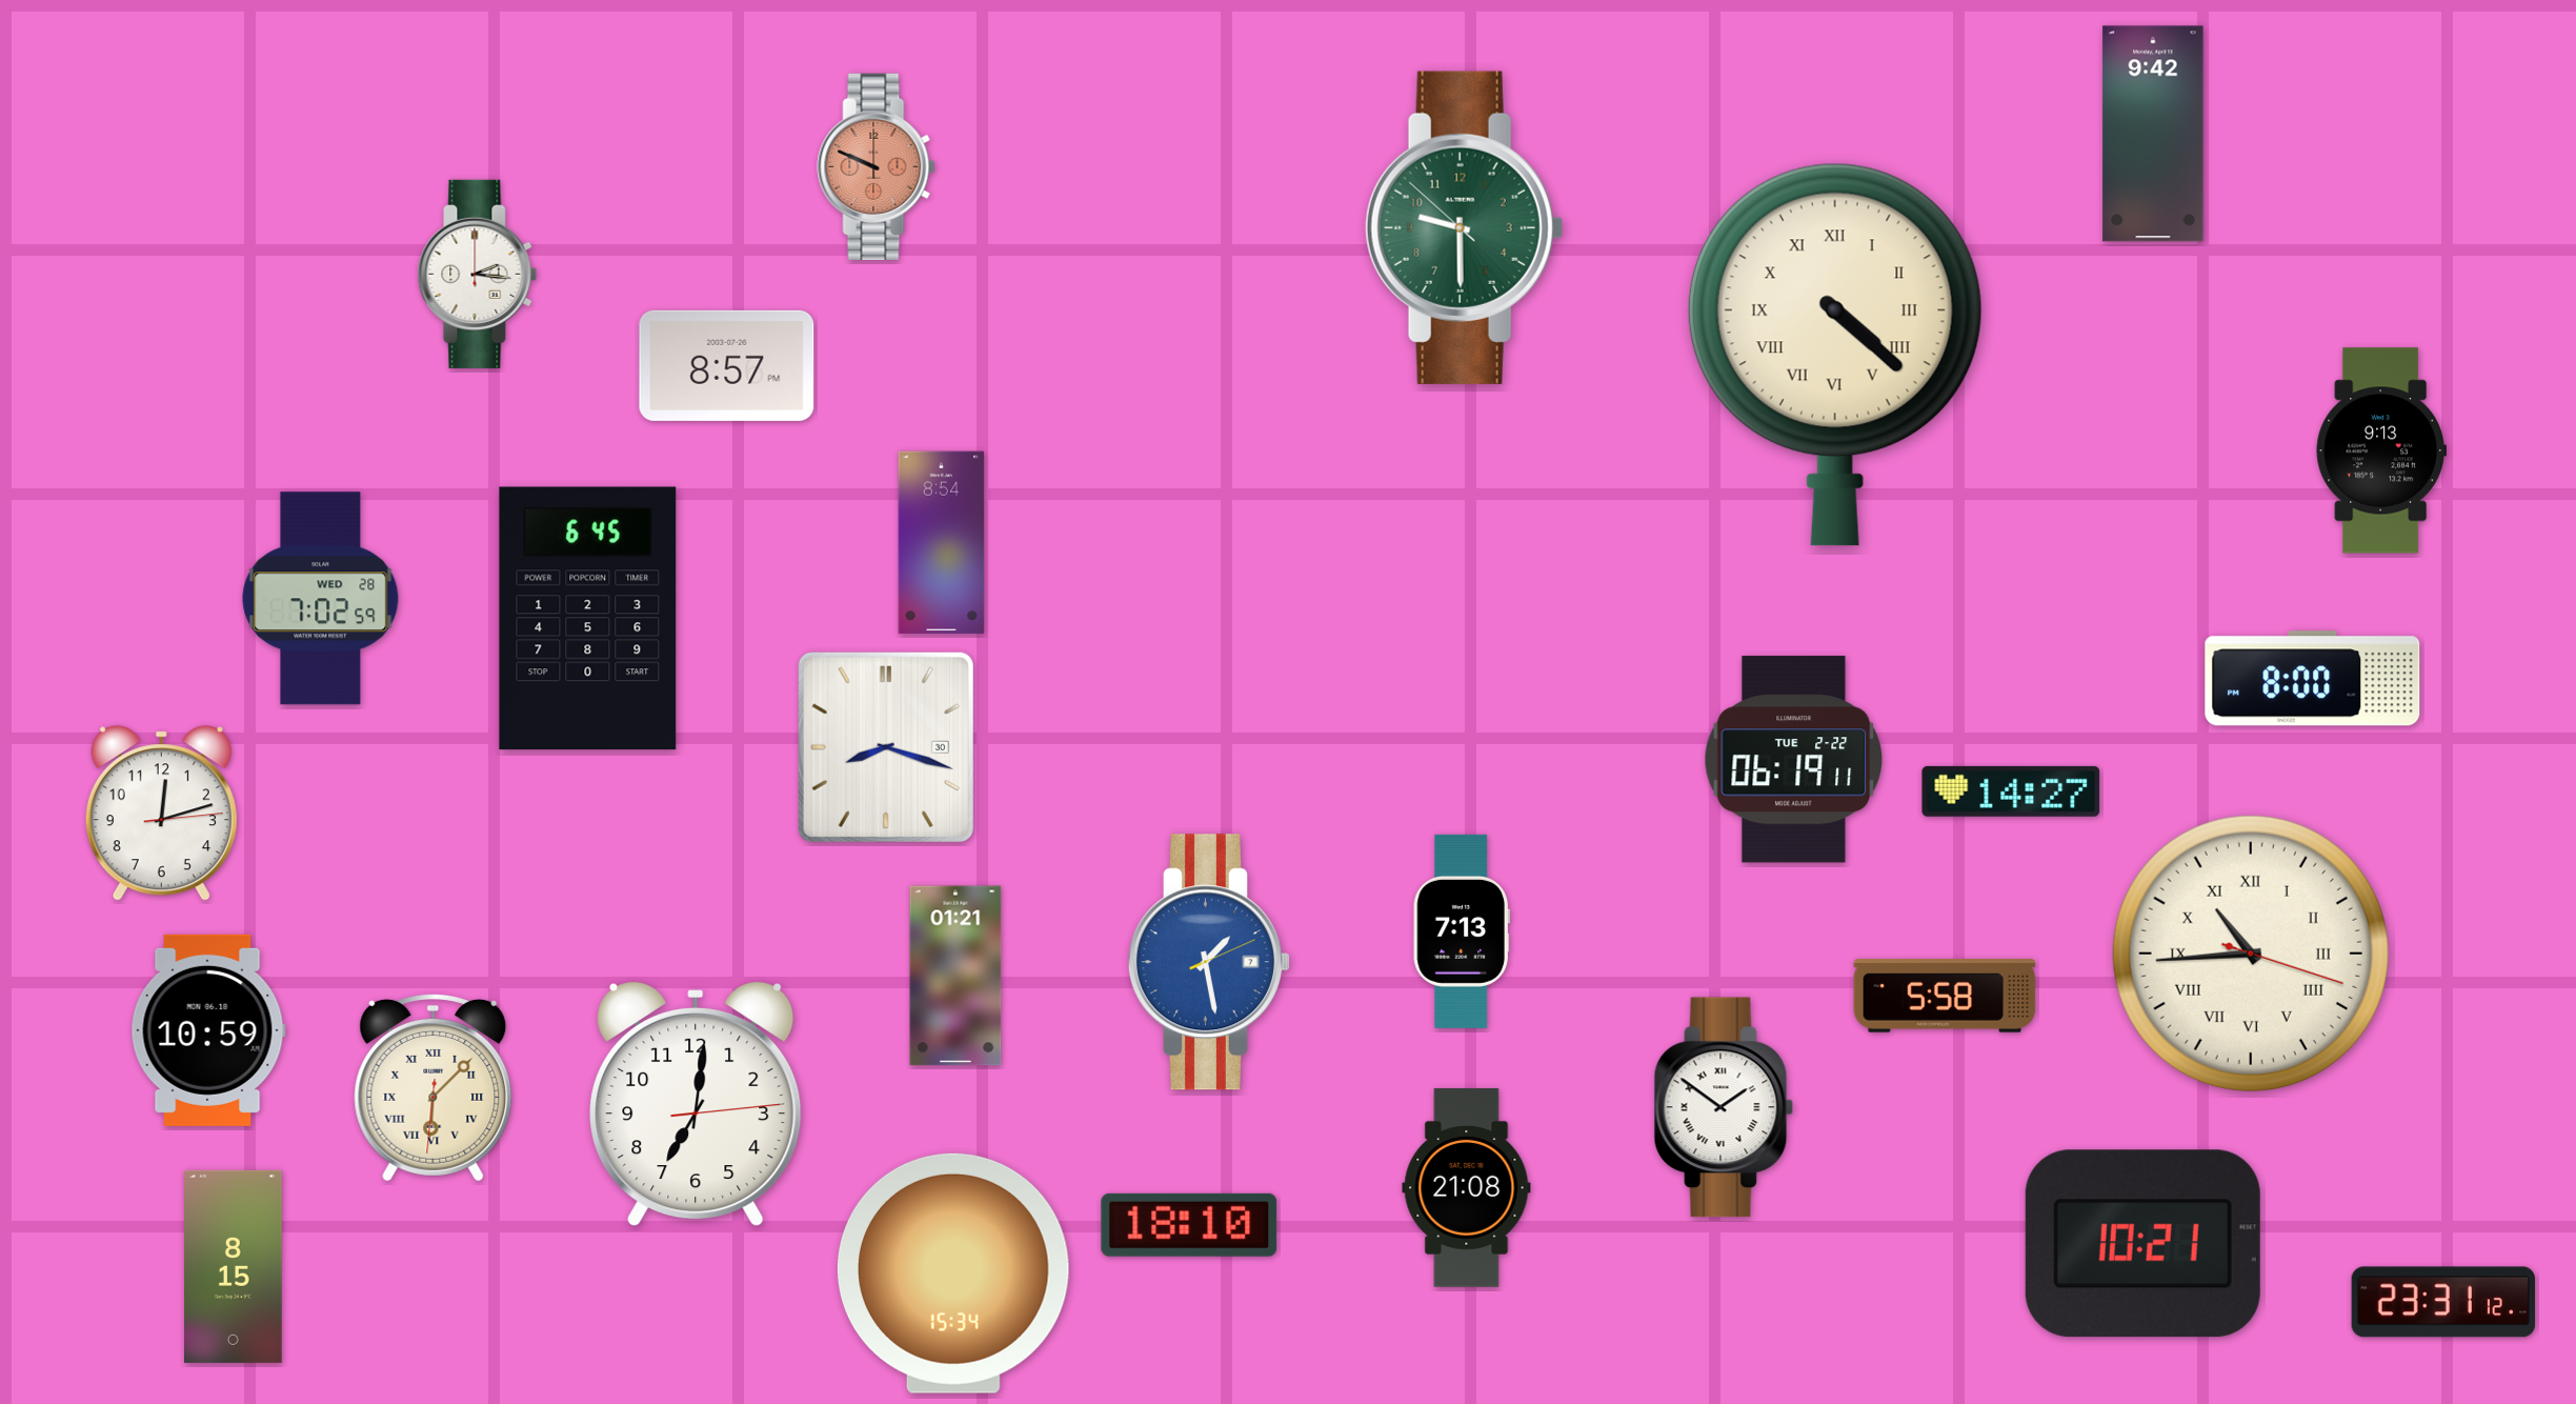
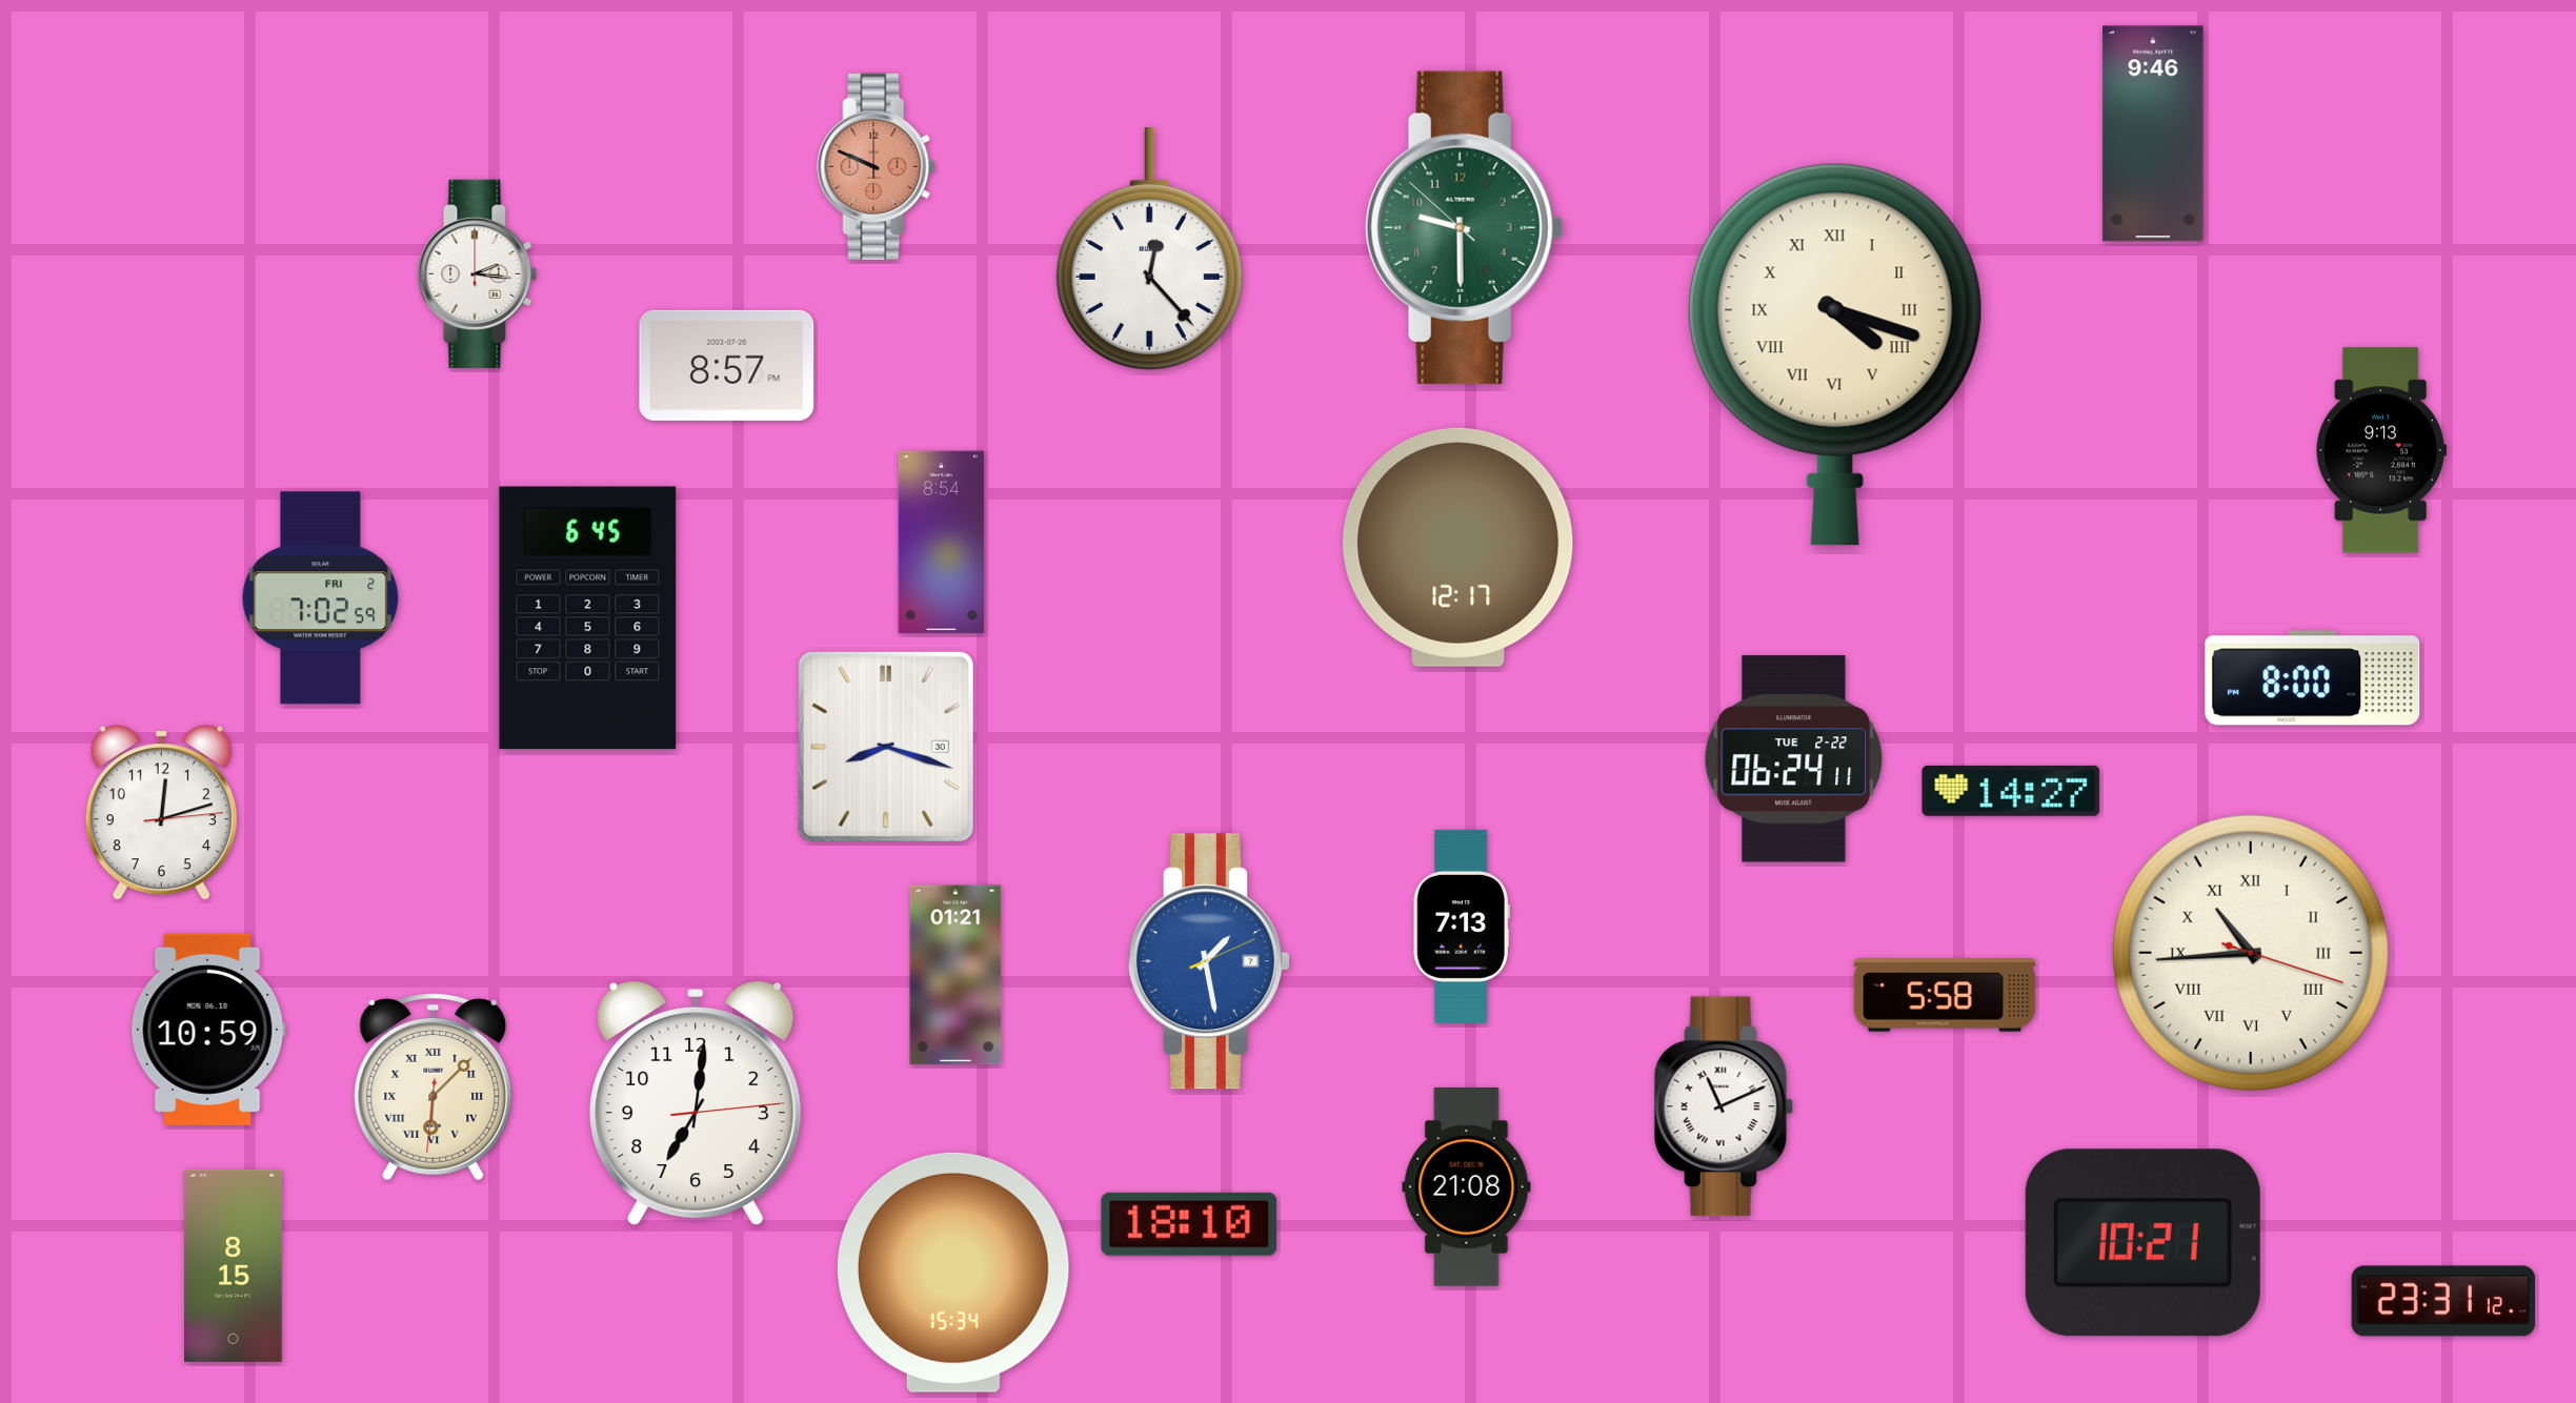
clock at (2153, 134): 9:42 -> 9:46
clock at (1149, 248): none -> 12:23
clock at (1835, 355): 4:22 -> 4:18
clock at (1458, 547): none -> 12:17
clock at (321, 599) date: WED 28 -> FRI 2
clock at (1794, 760): 06:19 -> 06:24
clock at (1462, 931) position: (1462, 931) -> (1462, 927)
clock at (1724, 1107): 1:51 -> 11:11
